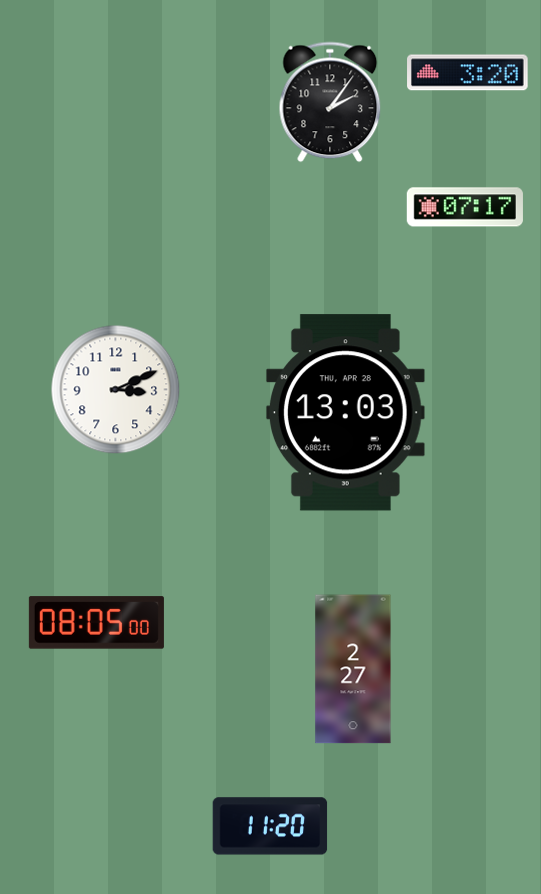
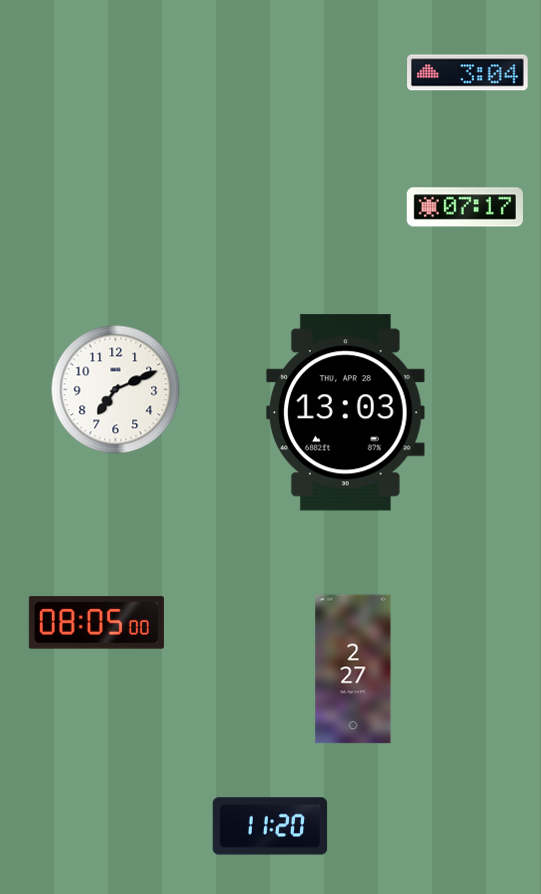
clock at (468, 73): 3:20 -> 3:04
clock at (330, 102): 2:06 -> none
clock at (116, 390): 3:11 -> 7:11
